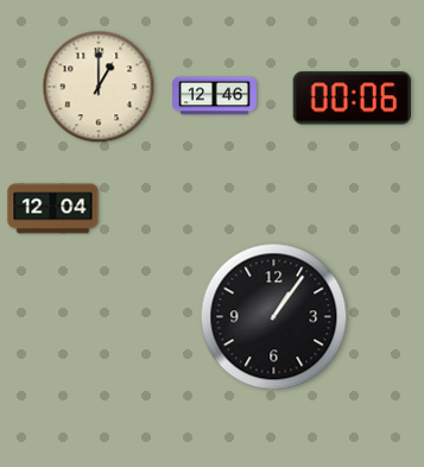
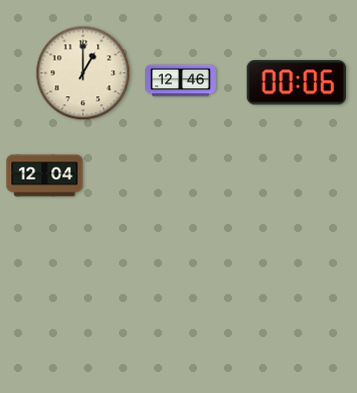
clock at (274, 317): 1:06 -> none
